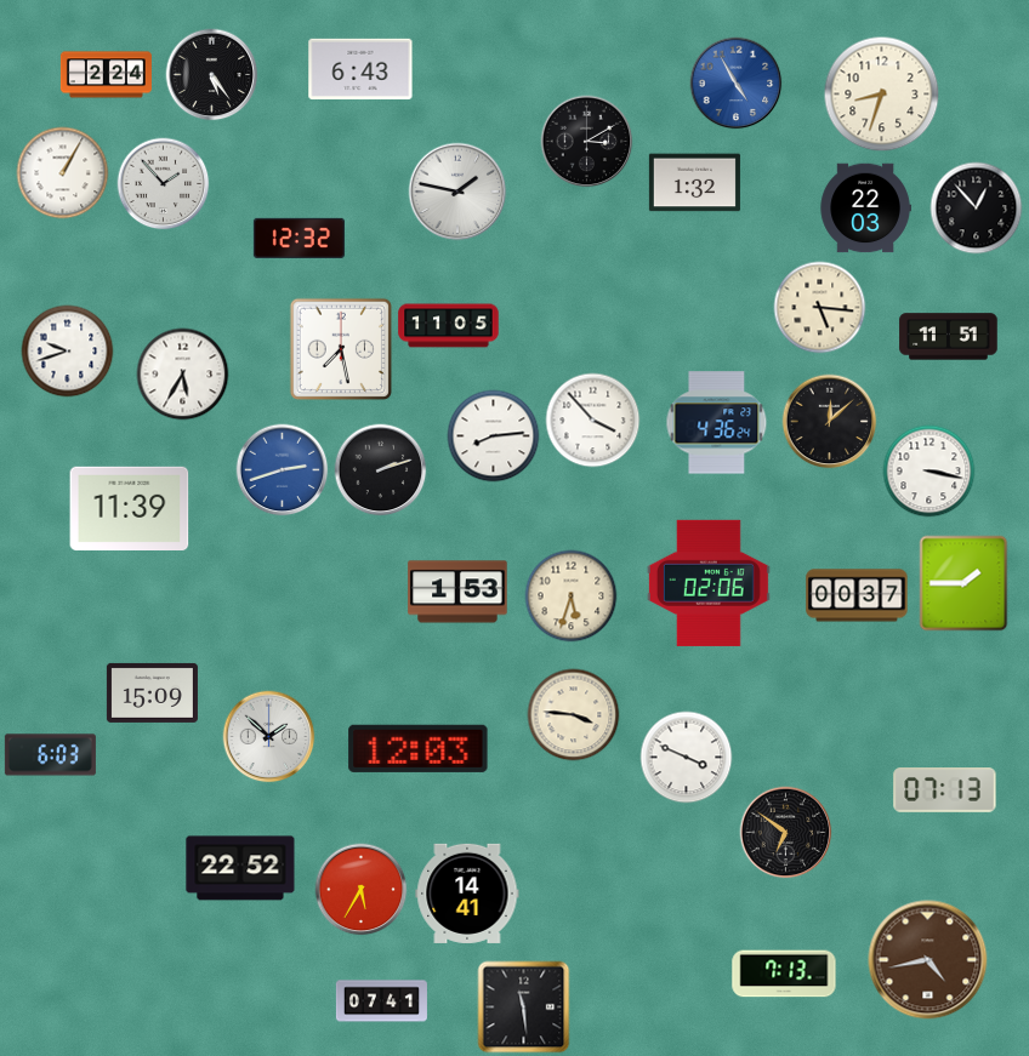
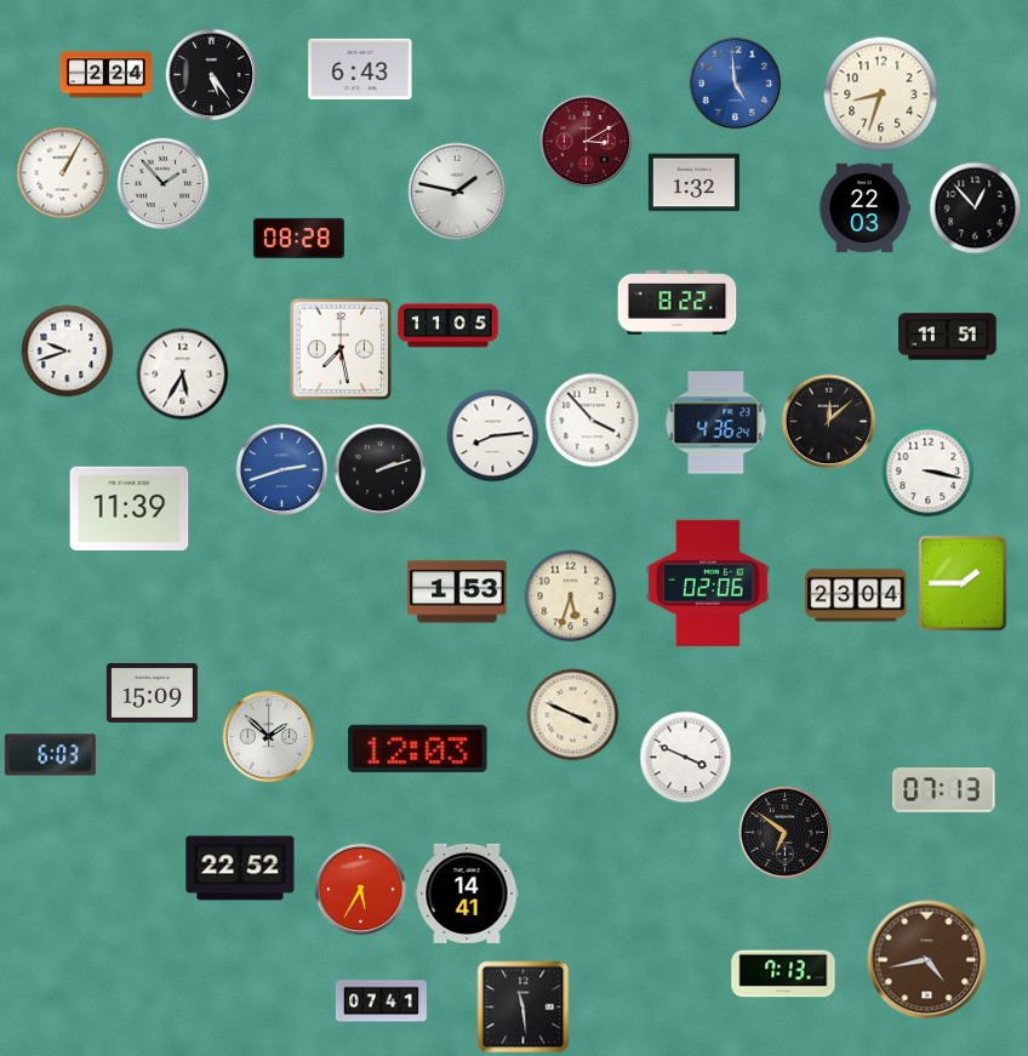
clock at (737, 84): 4:55 -> 4:59
clock at (587, 142) dial: black -> burgundy
clock at (299, 238): 12:32 -> 08:28
clock at (678, 303): none -> 8:22
clock at (820, 308): 5:16 -> none
clock at (857, 595): 00:37 -> 23:04
clock at (574, 715): 3:46 -> 3:49
